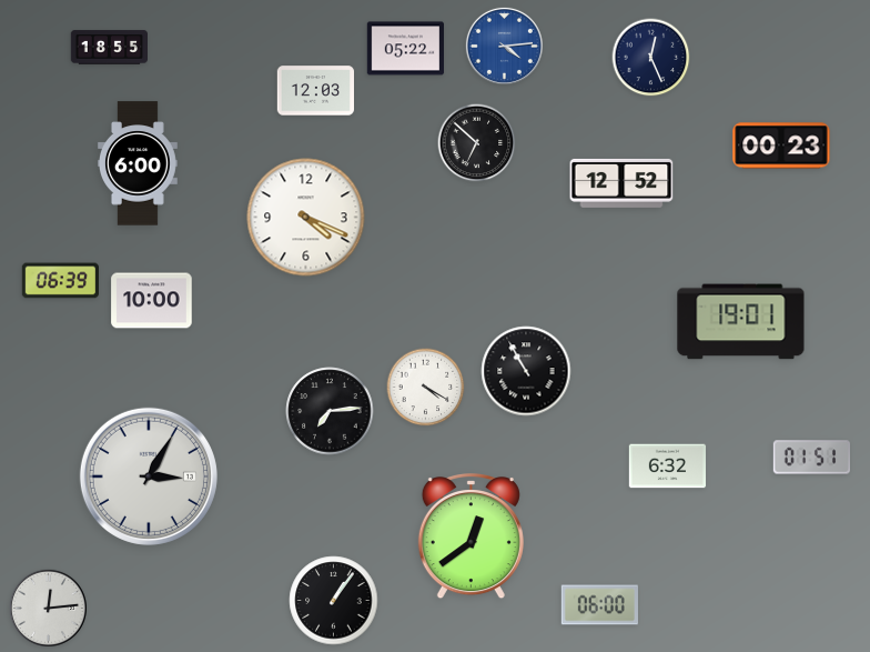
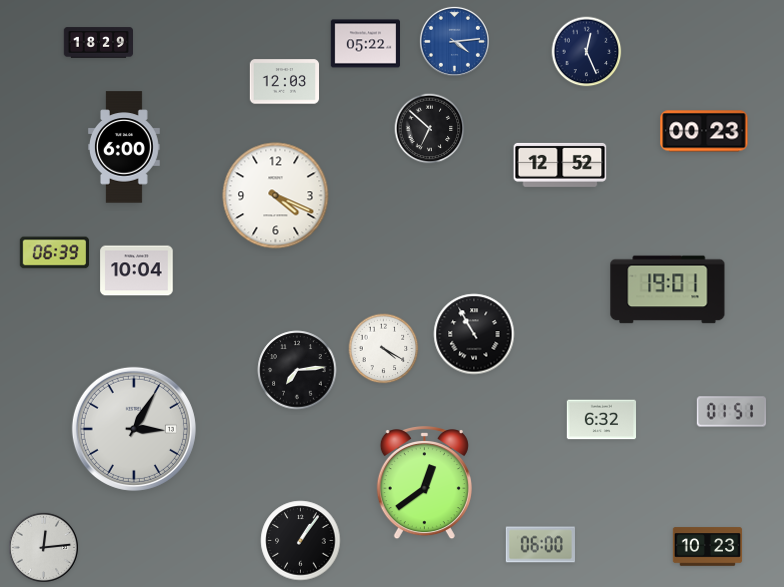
clock at (110, 48): 18:55 -> 18:29
clock at (152, 301): 10:00 -> 10:04
clock at (708, 547): none -> 10:23
